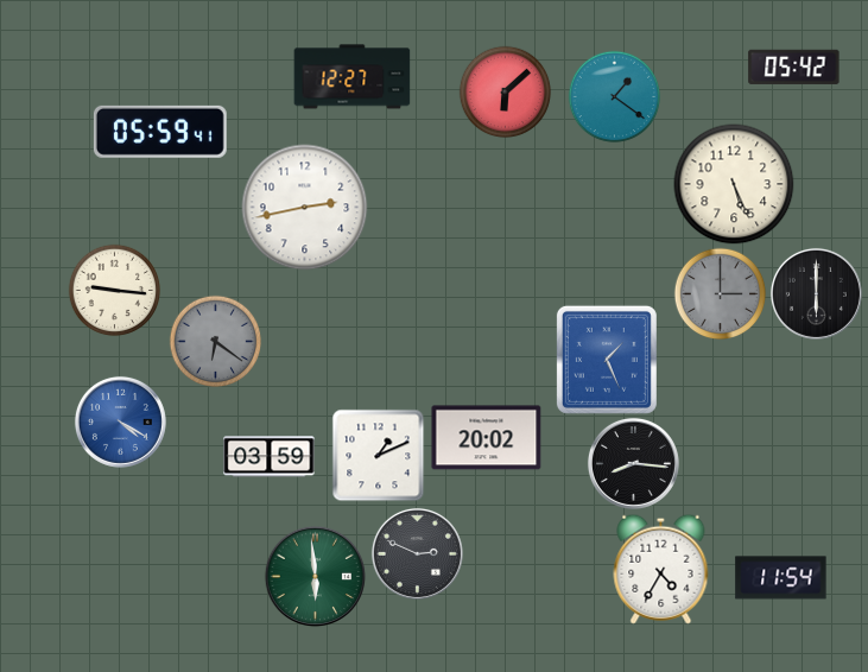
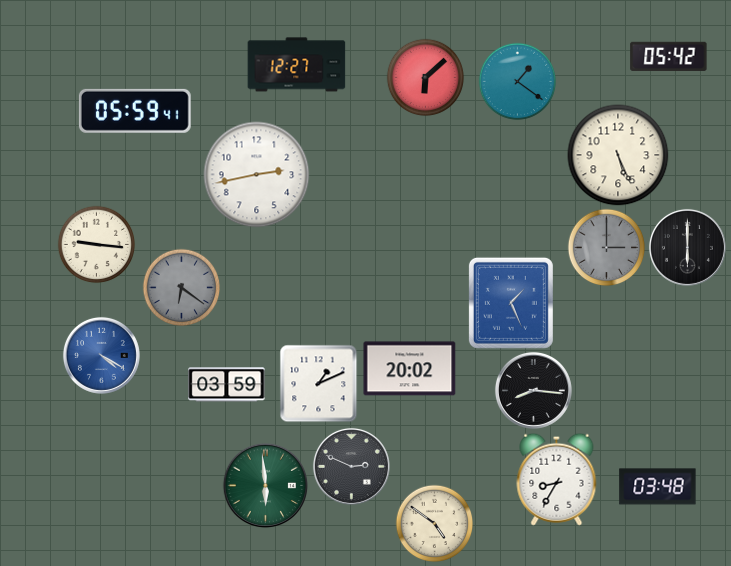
clock at (661, 569): 4:35 -> 8:35
clock at (781, 578): 11:54 -> 03:48
clock at (434, 523): none -> 4:51
